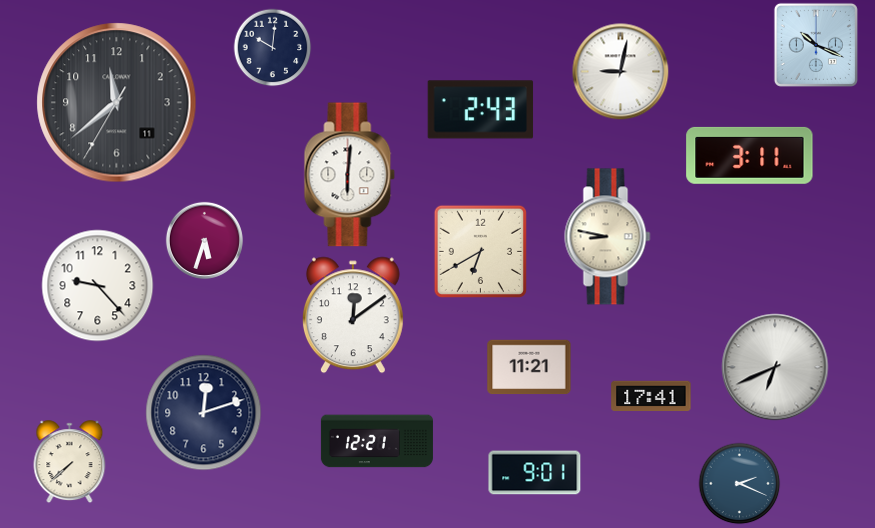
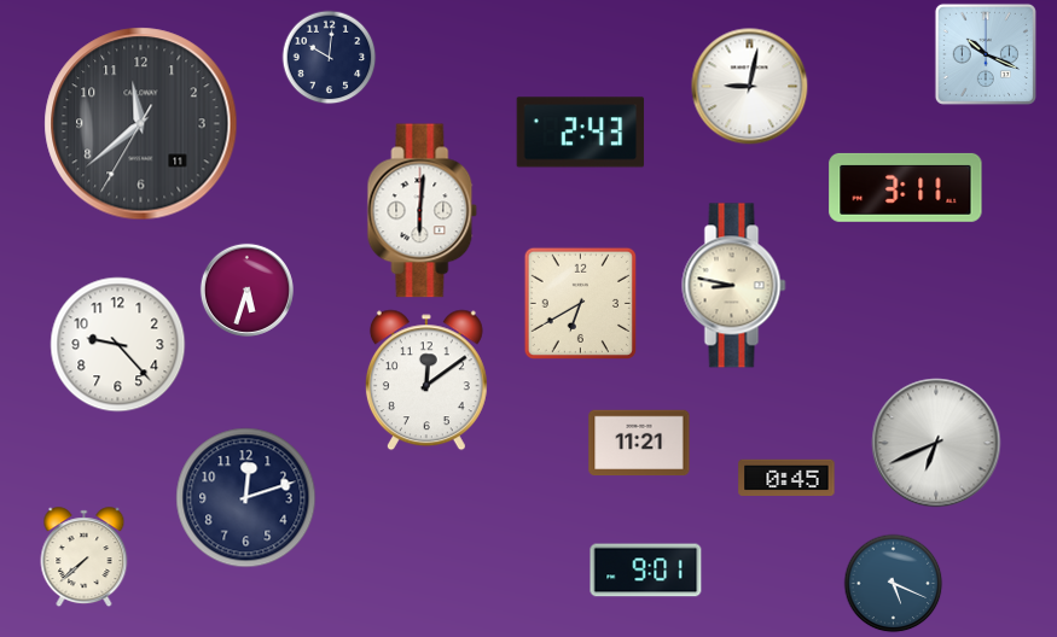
clock at (651, 396): 17:41 -> 0:45
clock at (377, 441): 12:21 -> none
clock at (739, 483): 2:19 -> 5:19
